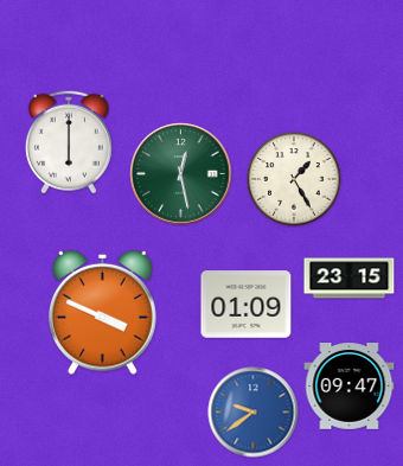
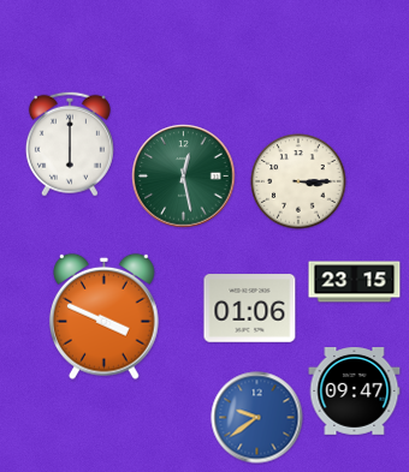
clock at (294, 179): 1:25 -> 3:15
clock at (247, 305): 01:09 -> 01:06
